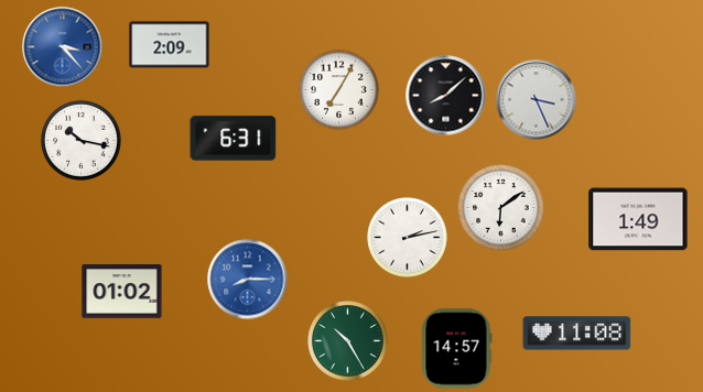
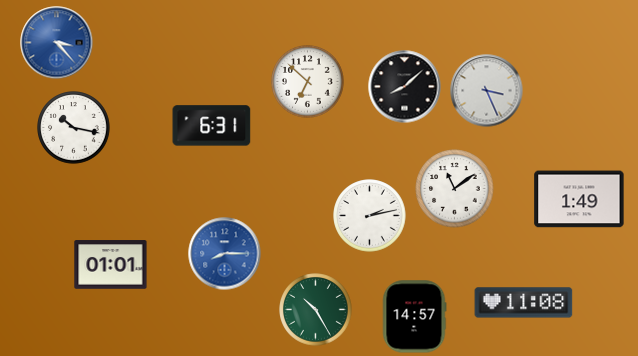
clock at (170, 45): 2:09 -> none
clock at (339, 90): 7:05 -> 6:52
clock at (501, 208): 6:09 -> 11:09
clock at (122, 292): 01:02 -> 01:01
